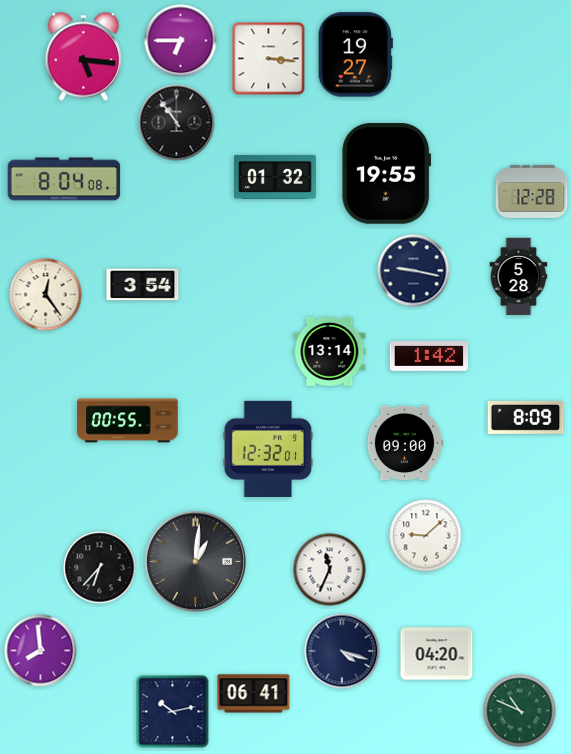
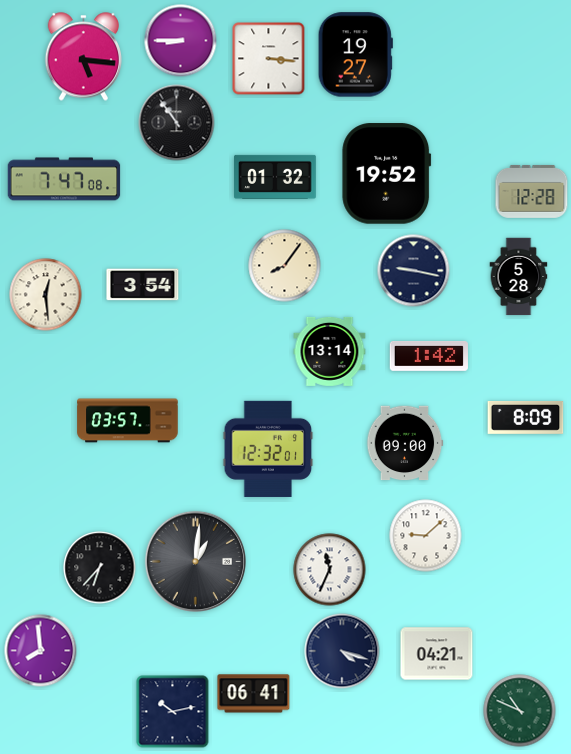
clock at (181, 41): 6:45 -> 8:45
clock at (387, 174): 19:55 -> 19:52
clock at (64, 179): 8:04 -> 7:47
clock at (285, 266): none -> 8:06
clock at (46, 295): 12:24 -> 12:29
clock at (128, 421): 00:55 -> 03:57
clock at (437, 654): 04:20 -> 04:21
